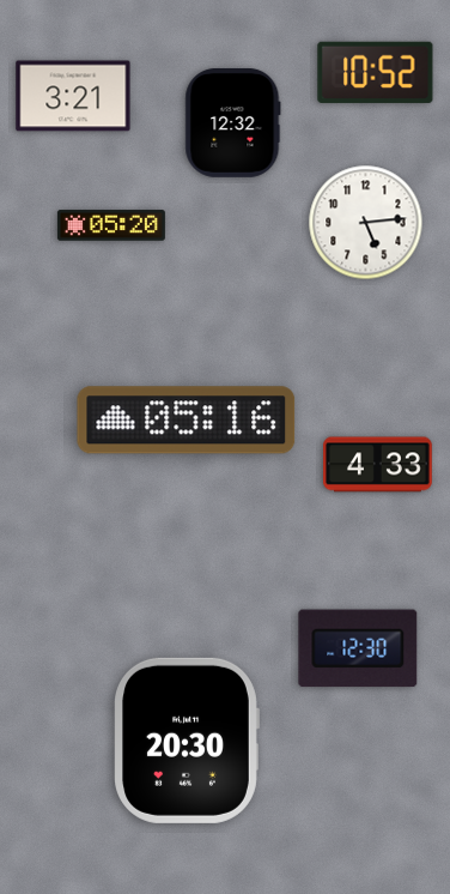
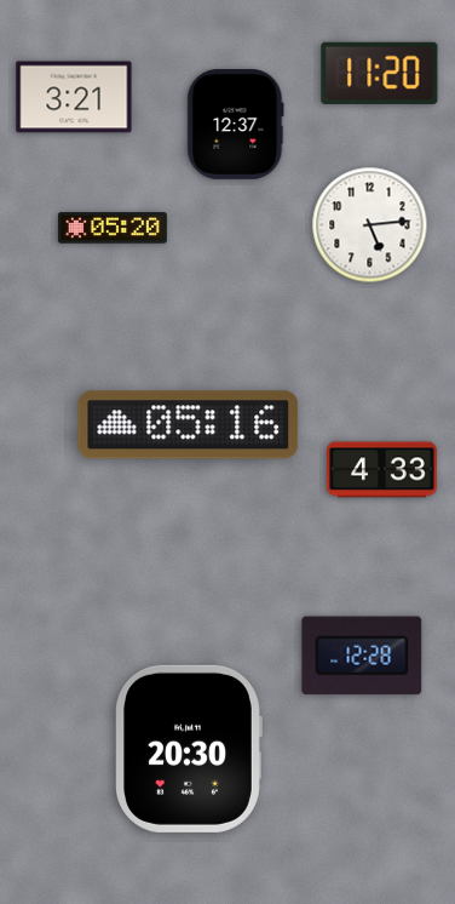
clock at (376, 72): 10:52 -> 11:20
clock at (233, 122): 12:32 -> 12:37
clock at (358, 648): 12:30 -> 12:28
